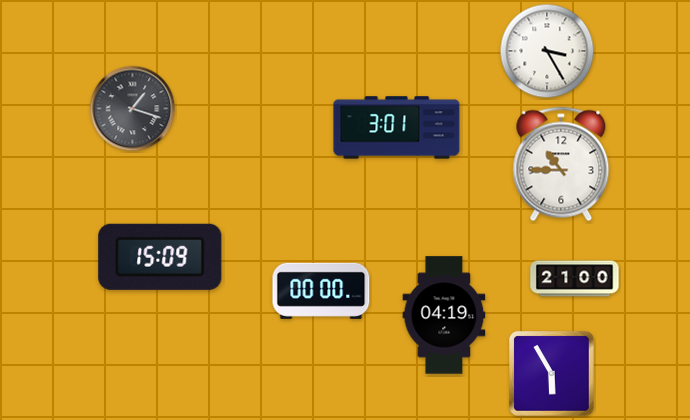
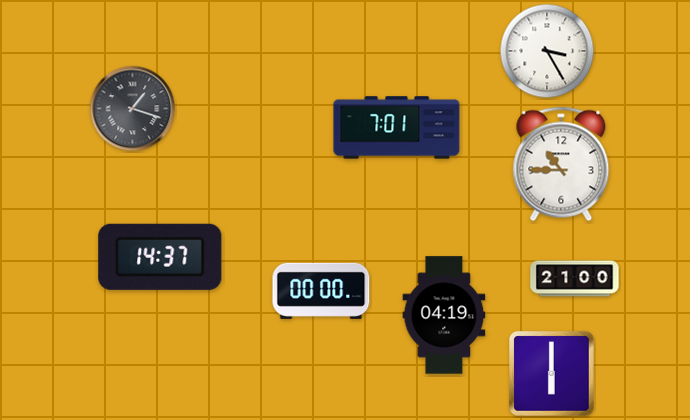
clock at (397, 128): 3:01 -> 7:01
clock at (160, 257): 15:09 -> 14:37
clock at (552, 374): 5:55 -> 6:00
